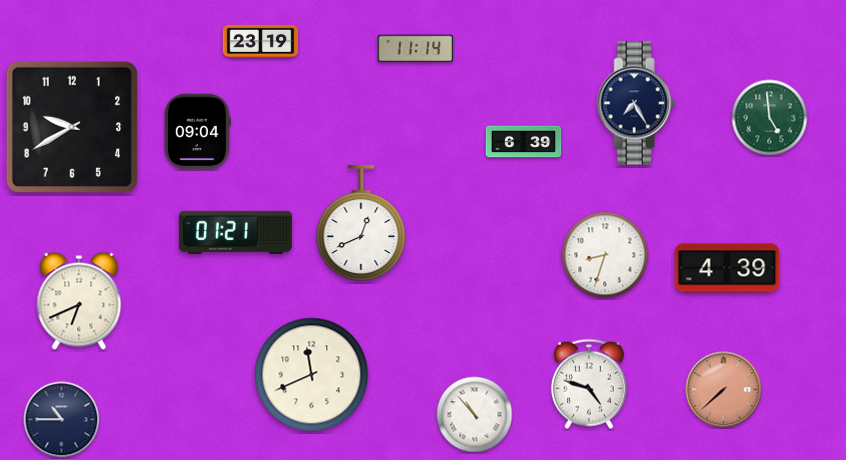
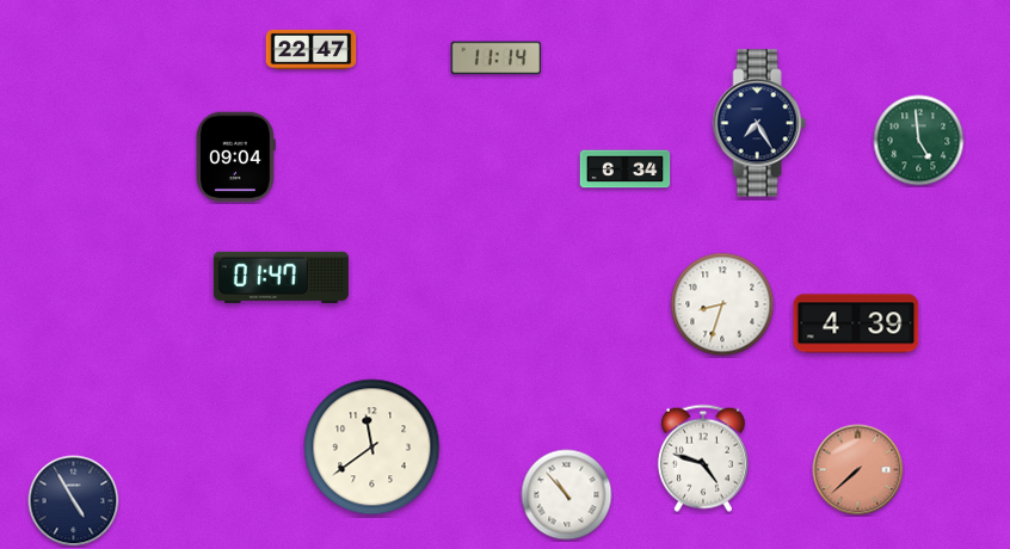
clock at (261, 41): 23:19 -> 22:47
clock at (72, 127): 9:40 -> none
clock at (524, 142): 6:39 -> 6:34
clock at (361, 222): 12:41 -> none
clock at (235, 232): 01:21 -> 01:47
clock at (727, 268) position: (727, 268) -> (856, 323)
clock at (79, 301): 6:41 -> none
clock at (312, 375): 11:41 -> 11:39
clock at (724, 390) position: (724, 390) -> (858, 470)
clock at (62, 420): 10:45 -> 4:55
